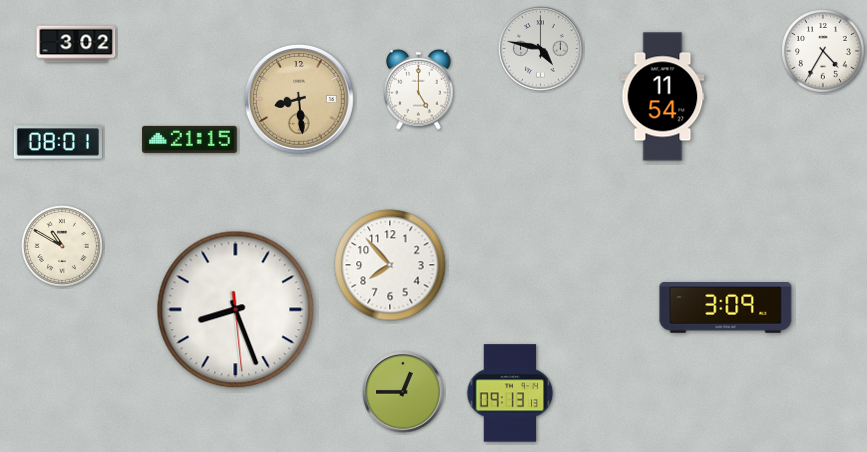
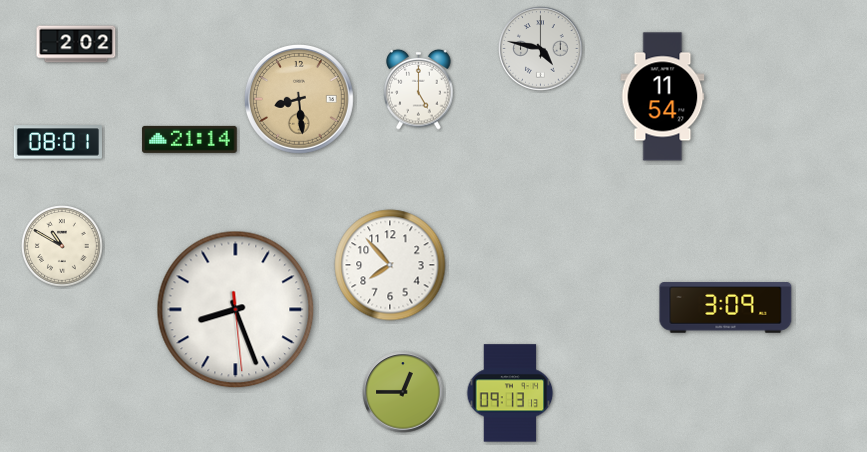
clock at (76, 44): 3:02 -> 2:02
clock at (823, 51): 4:35 -> none
clock at (190, 139): 21:15 -> 21:14
